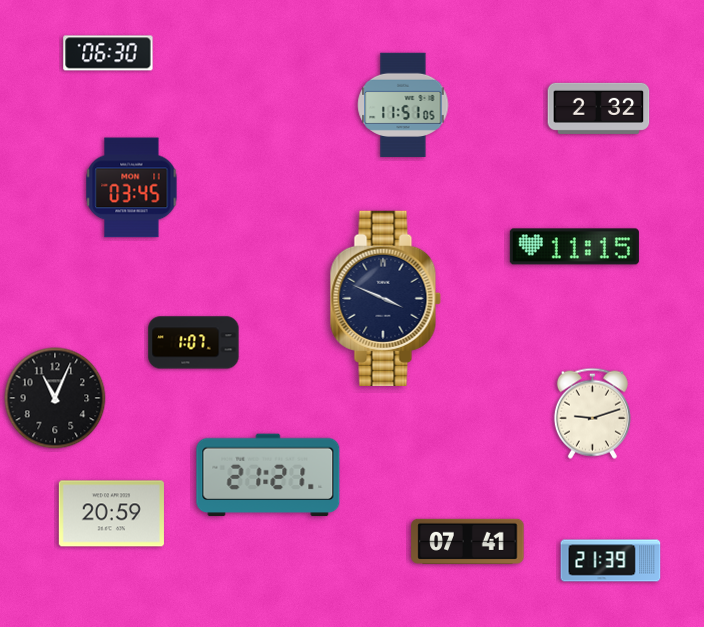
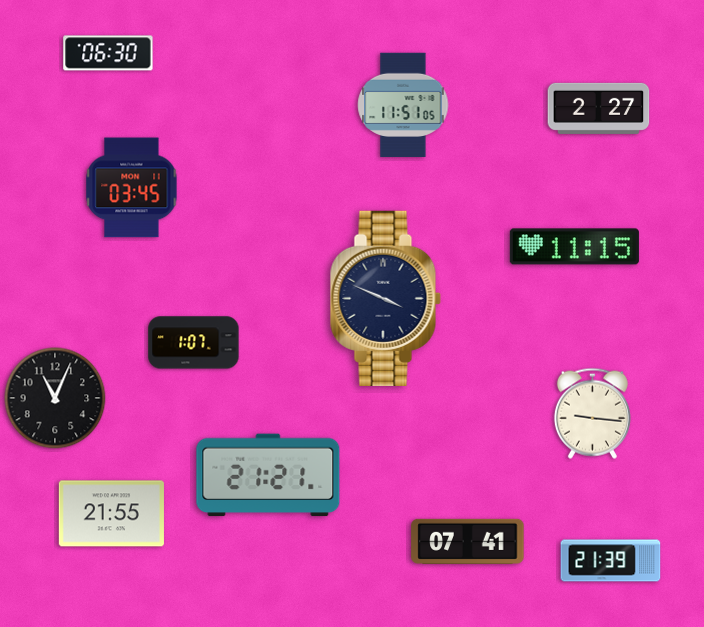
clock at (599, 108): 2:32 -> 2:27
clock at (592, 413): 9:12 -> 9:16
clock at (111, 514): 20:59 -> 21:55
